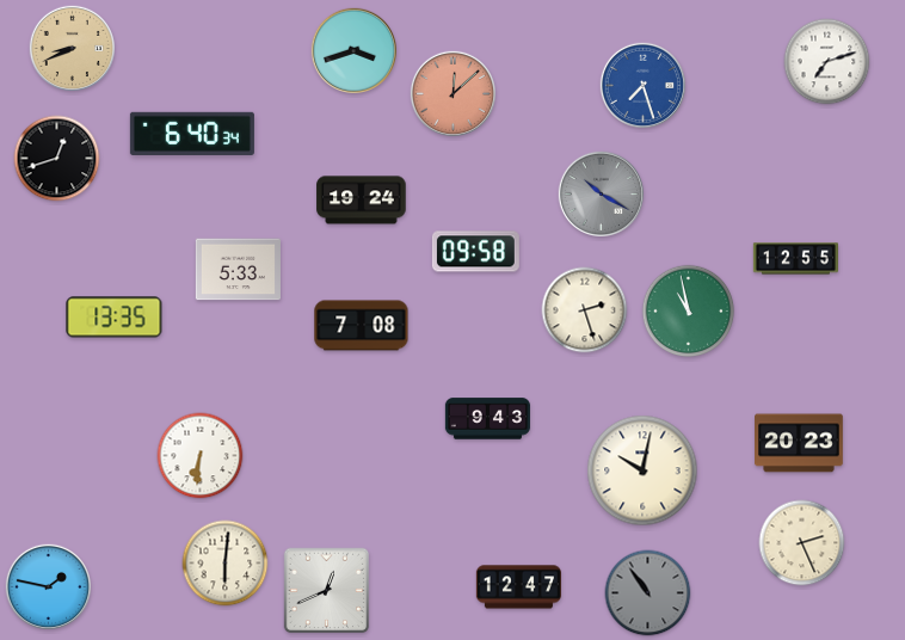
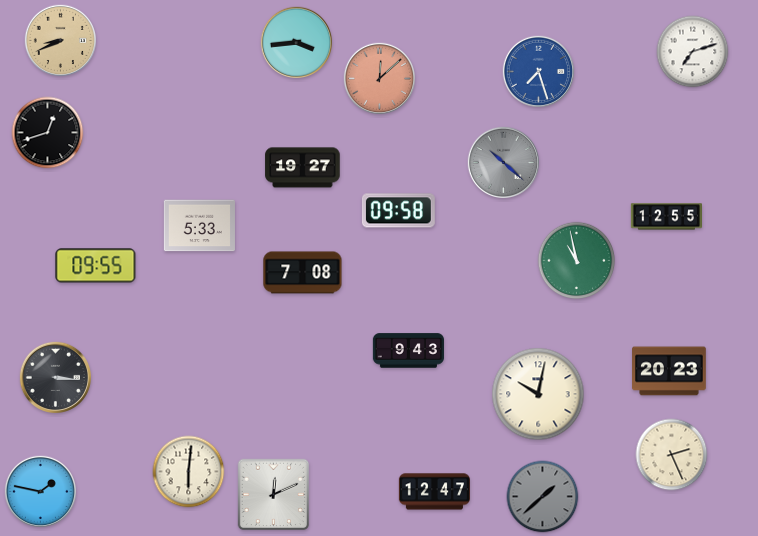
clock at (353, 50): 3:42 -> 3:44
clock at (192, 134): 6:40 -> none
clock at (601, 193): 10:20 -> 10:22
clock at (362, 201): 19:24 -> 19:27
clock at (585, 310): 2:27 -> none
clock at (115, 318): 13:35 -> 09:55
clock at (55, 377): none -> 3:16
clock at (201, 456): 6:31 -> none
clock at (327, 591): 12:41 -> 12:11
clock at (648, 593): 10:54 -> 1:38
